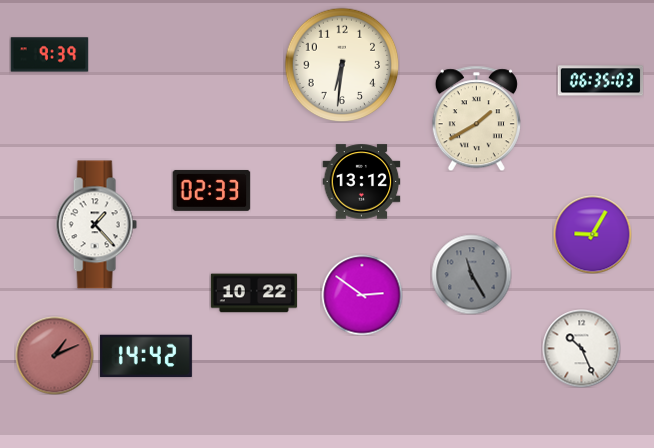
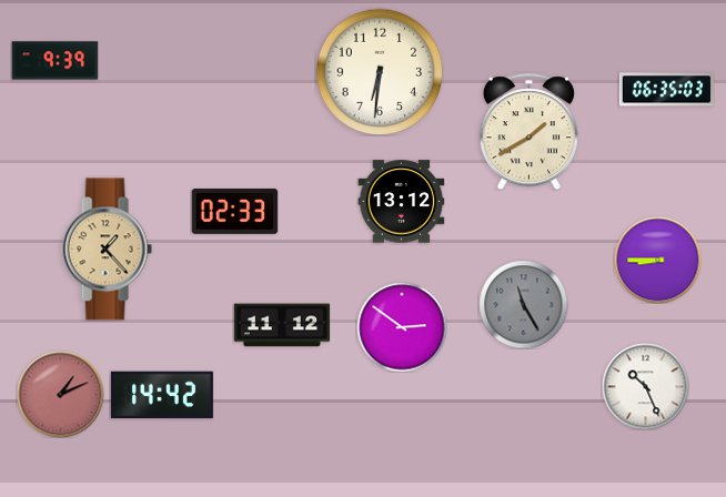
clock at (96, 225) dial: white -> champagne
clock at (592, 234): 9:05 -> 8:45
clock at (253, 293): 10:22 -> 11:12
